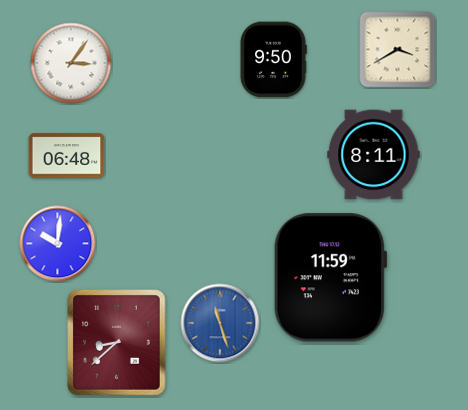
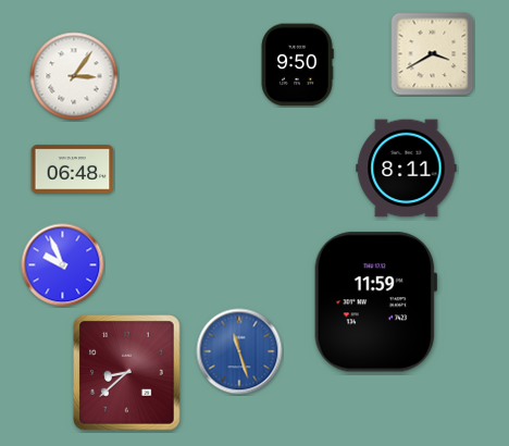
clock at (71, 63) position: (71, 63) -> (74, 76)
clock at (58, 244): 10:01 -> 9:56
clock at (330, 278) position: (330, 278) -> (375, 302)
